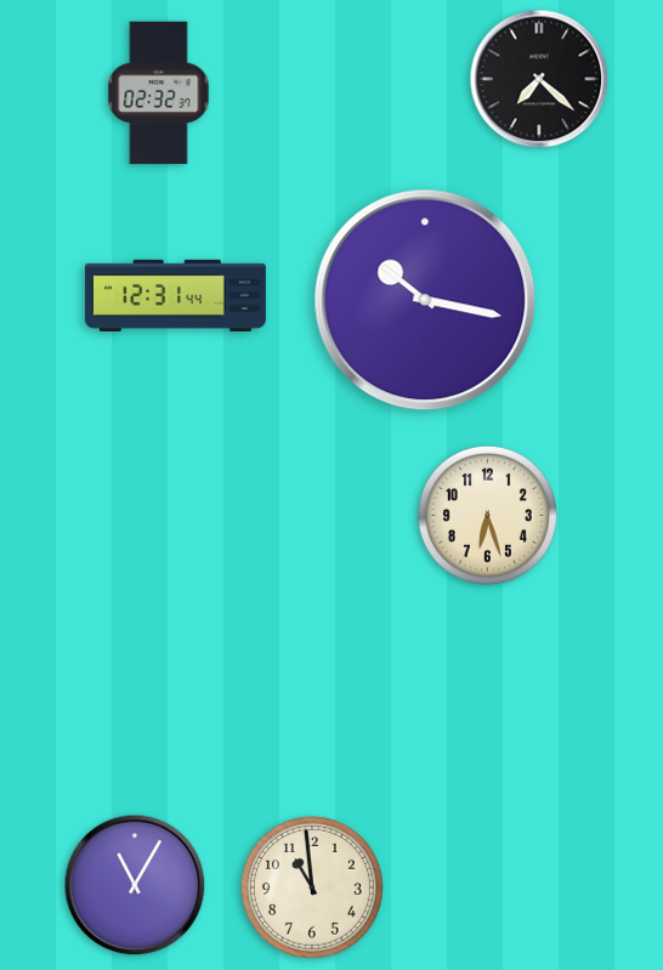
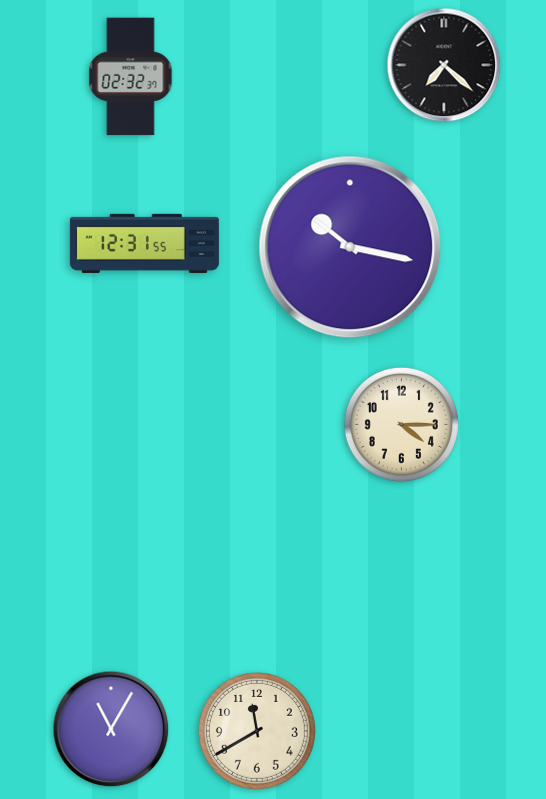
clock at (175, 295): 12:31:44 -> 12:31:55
clock at (487, 515): 6:27 -> 4:15
clock at (312, 887): 10:59 -> 11:40
